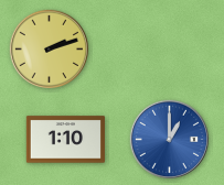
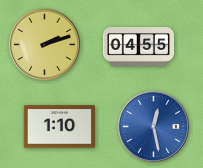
clock at (138, 47): none -> 04:55
clock at (169, 139): 1:00 -> 12:28
